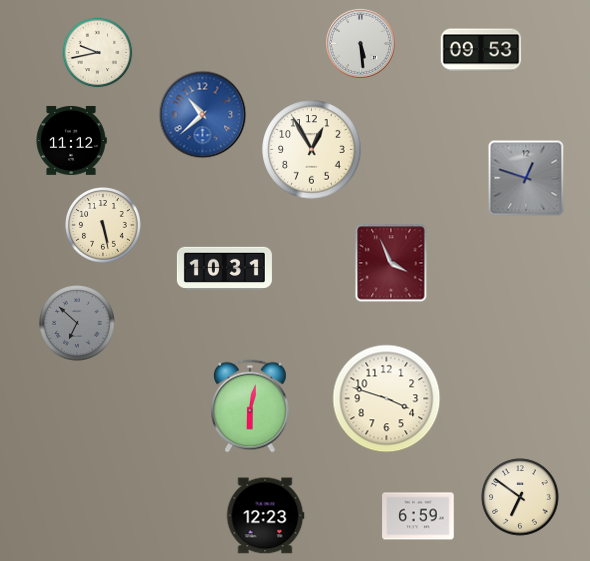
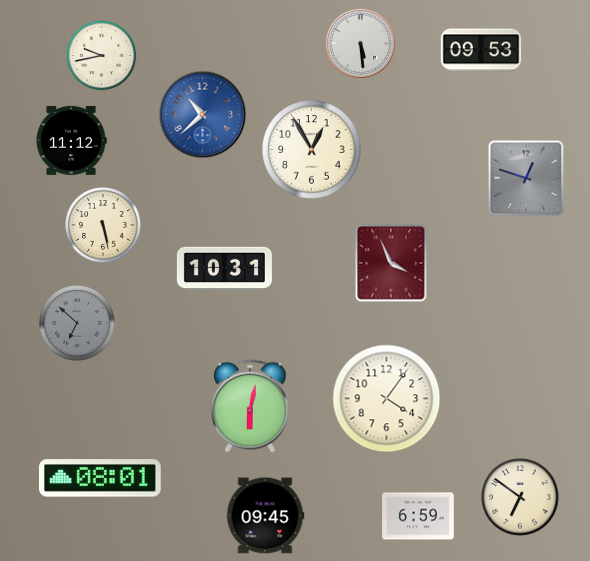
clock at (98, 53) position: (98, 53) -> (102, 56)
clock at (387, 399): 3:48 -> 4:06
clock at (101, 478): none -> 08:01
clock at (265, 516): 12:23 -> 09:45
